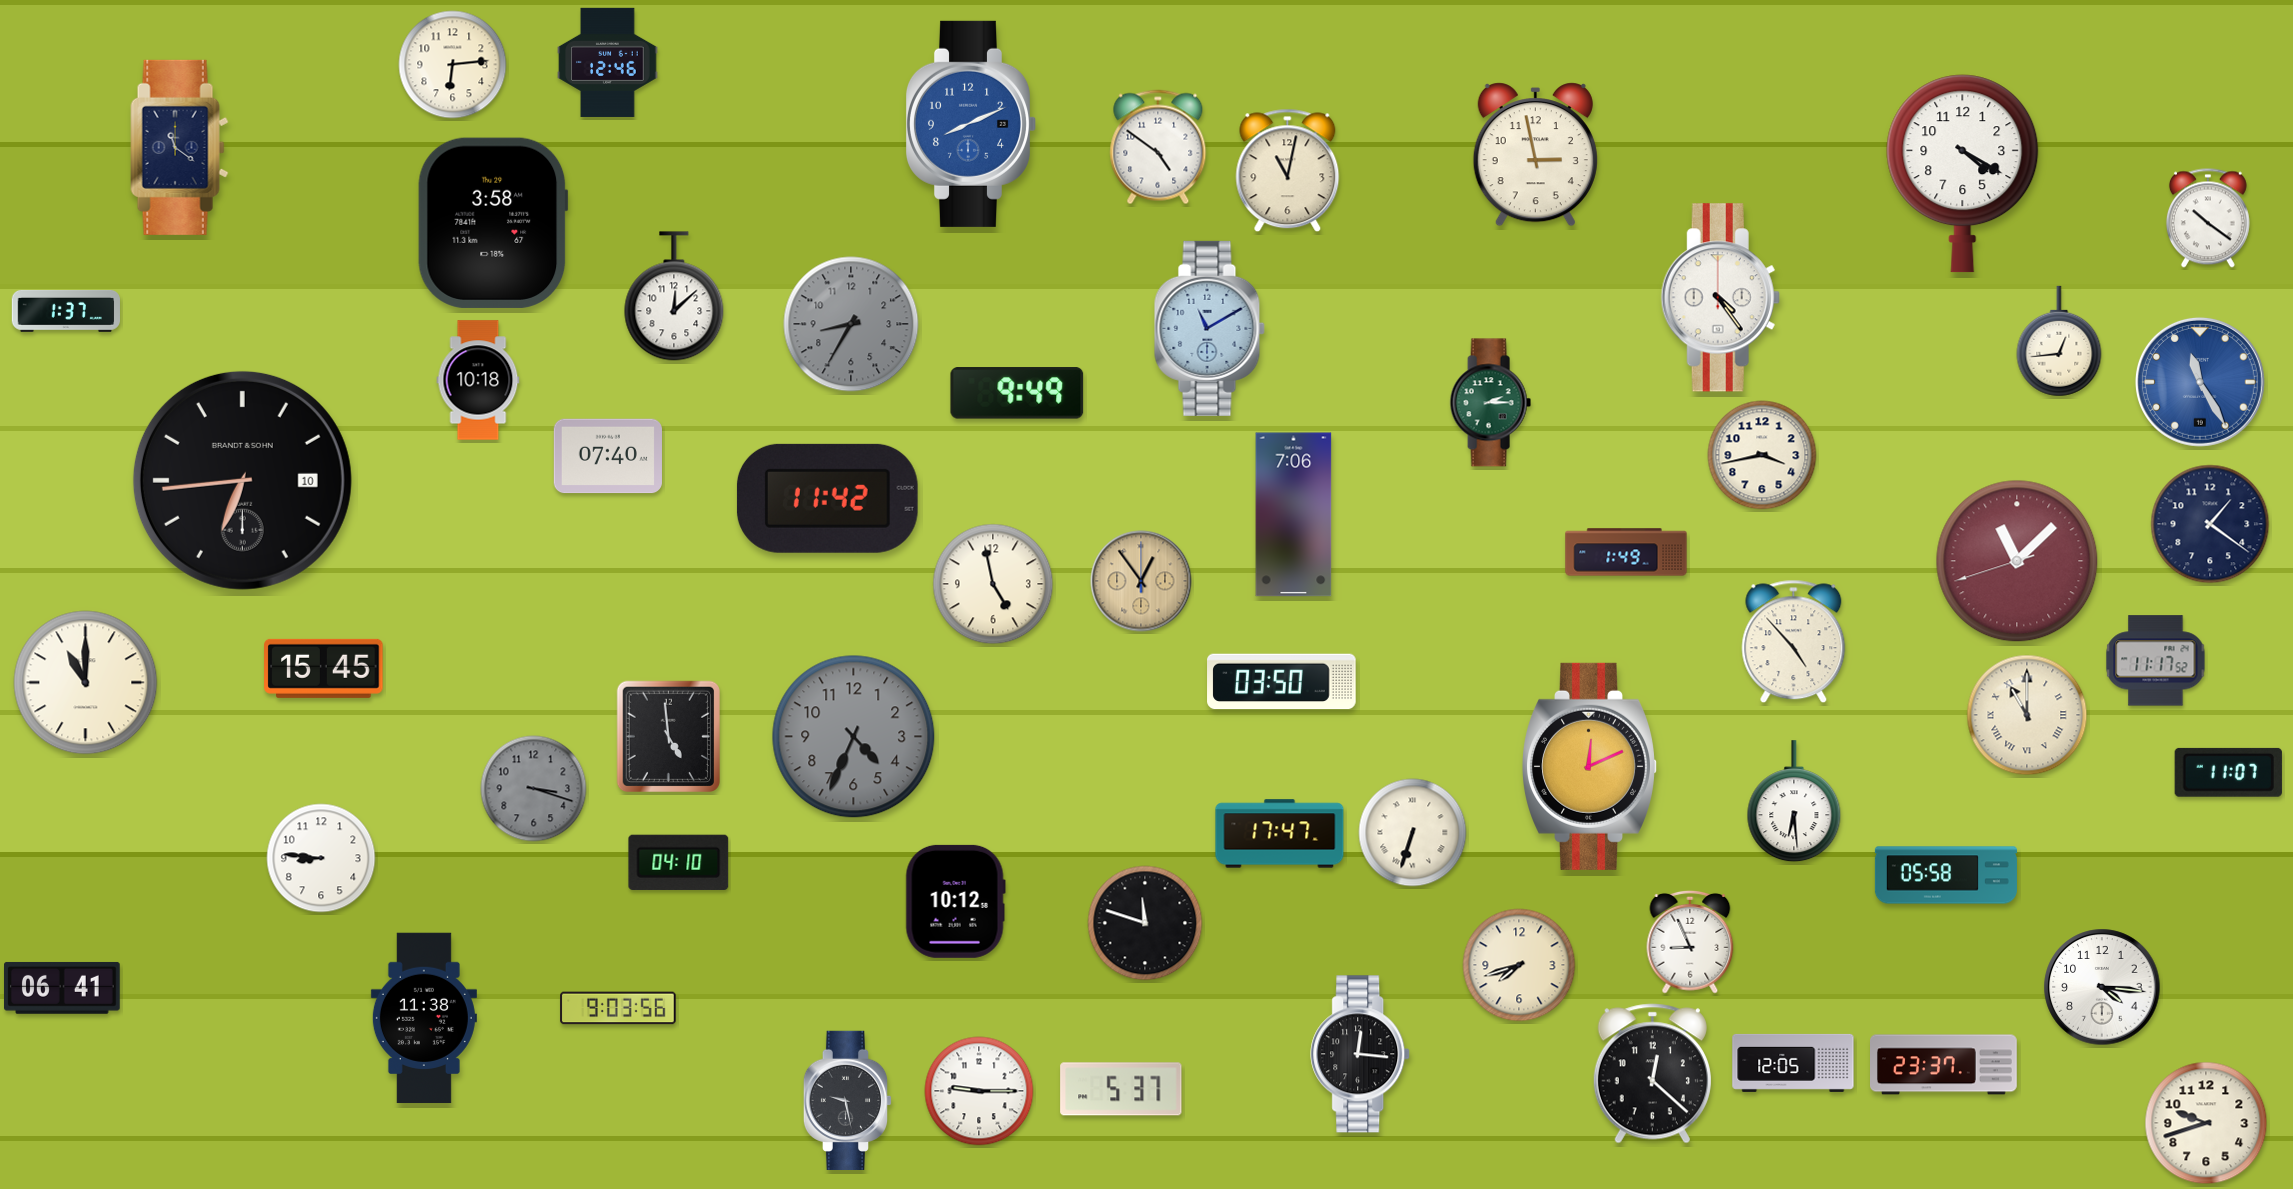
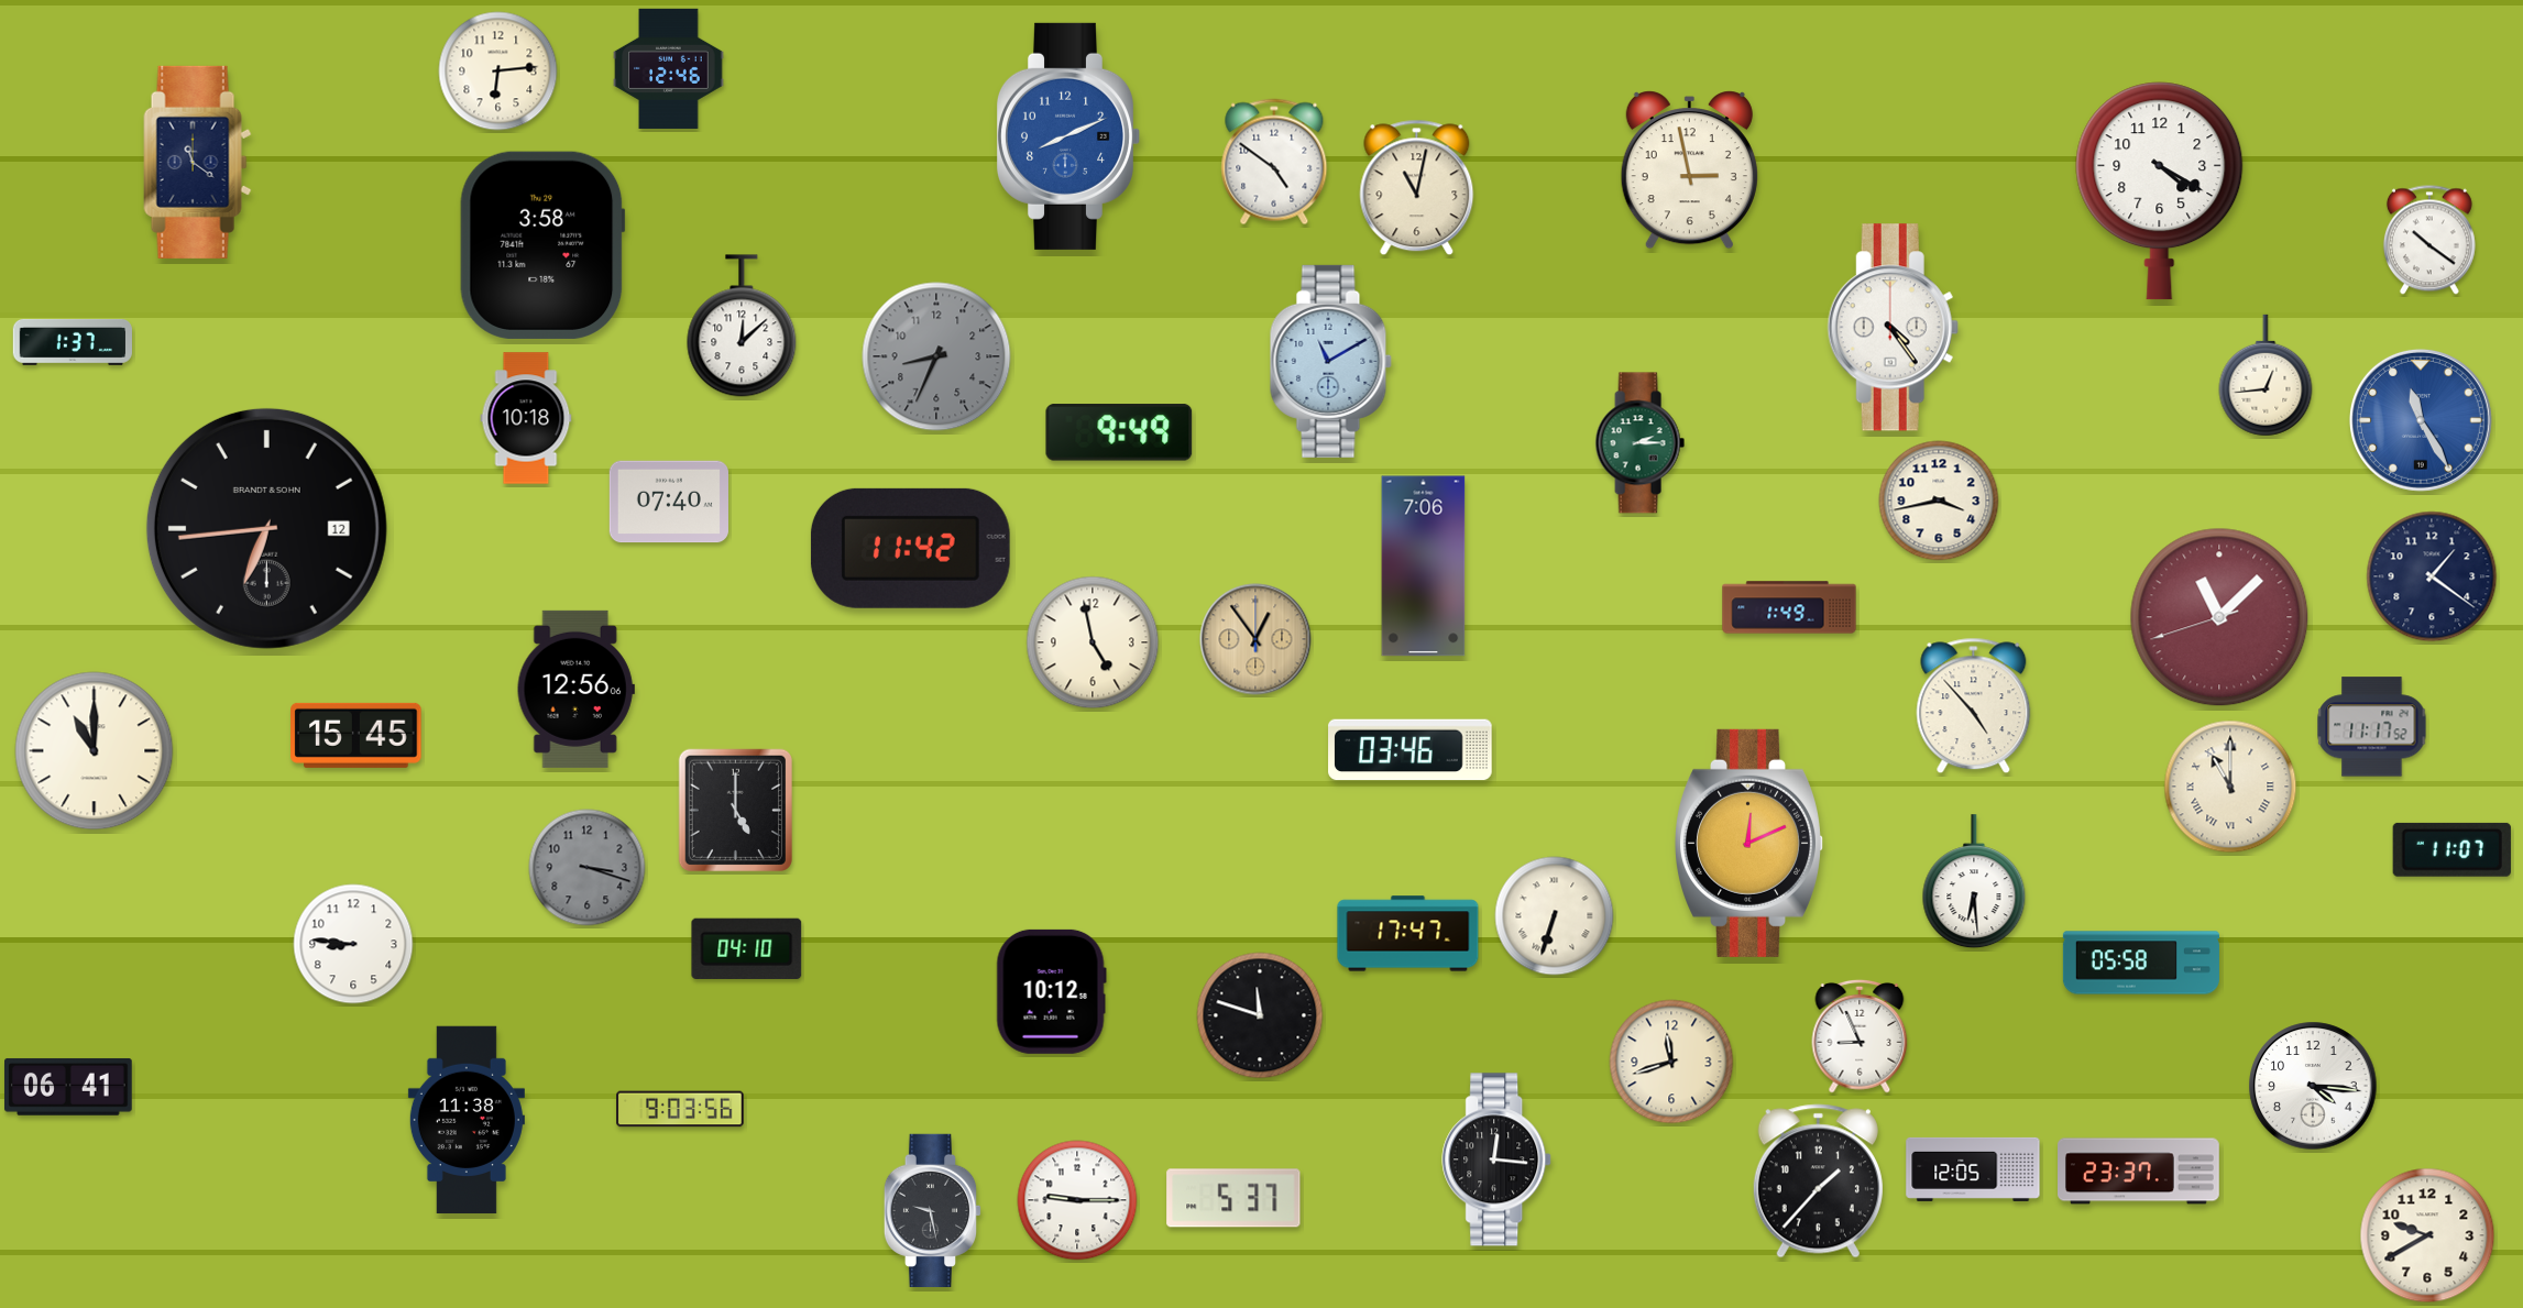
clock at (851, 324): 8:35 -> 8:34
clock at (242, 480) date: 10 -> 12
clock at (575, 689): none -> 12:56
clock at (1282, 682): 03:50 -> 03:46
clock at (668, 736): 4:59 -> 5:00
clock at (854, 737): 4:34 -> none
clock at (1280, 834) position: (1280, 834) -> (1408, 934)
clock at (1519, 965): 7:42 -> 11:42
clock at (1652, 1074): 12:22 -> 1:37
clock at (2206, 1123): 9:42 -> 9:40
